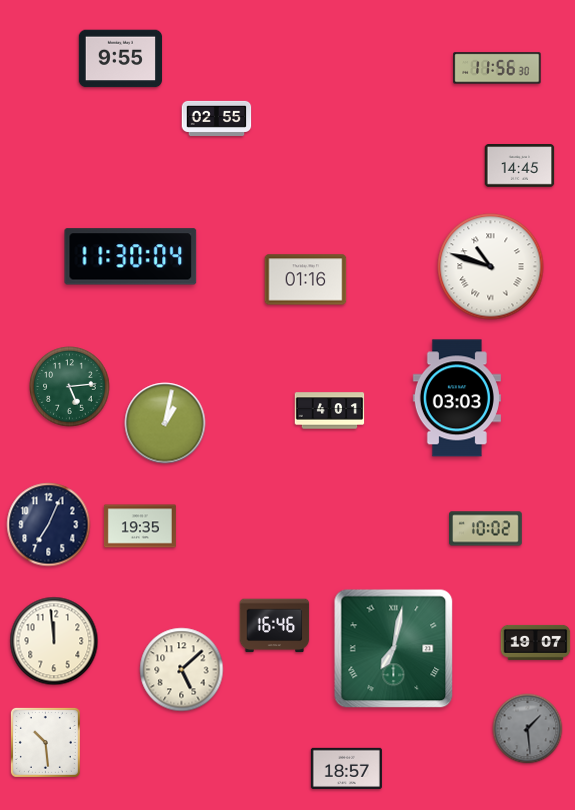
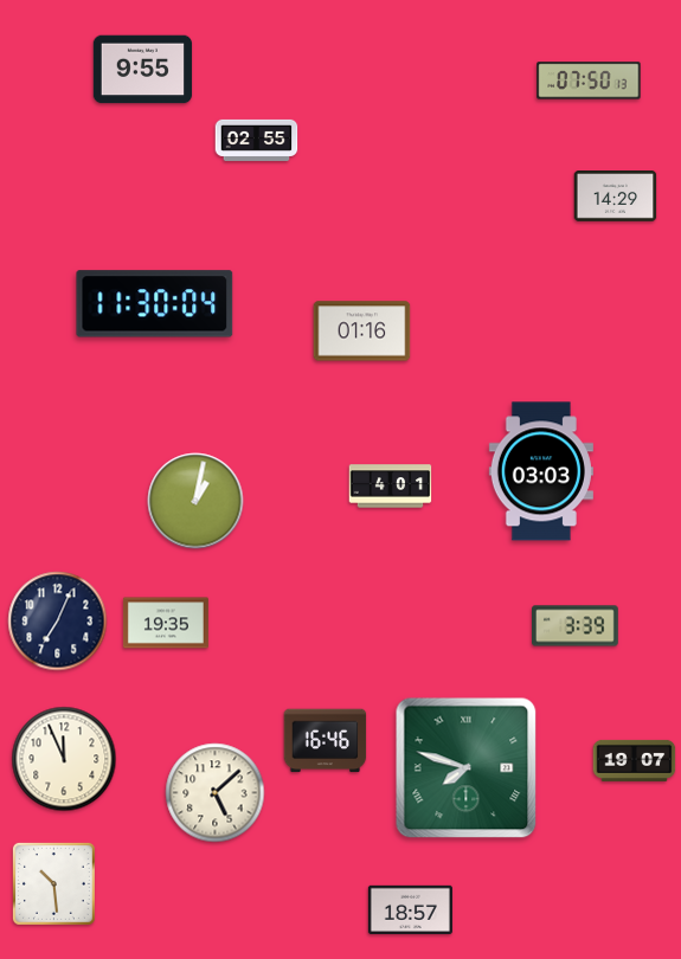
clock at (497, 68): 11:56 -> 07:50
clock at (520, 166): 14:45 -> 14:29
clock at (491, 267): 10:48 -> none
clock at (70, 387): 5:14 -> none
clock at (486, 529): 10:02 -> 3:39
clock at (54, 641): 11:59 -> 11:56
clock at (394, 649): 7:02 -> 7:48
clock at (528, 729): 1:29 -> none
clock at (45, 742) position: (45, 742) -> (53, 883)
